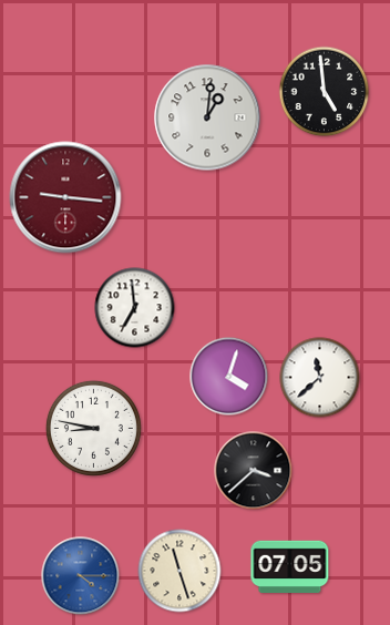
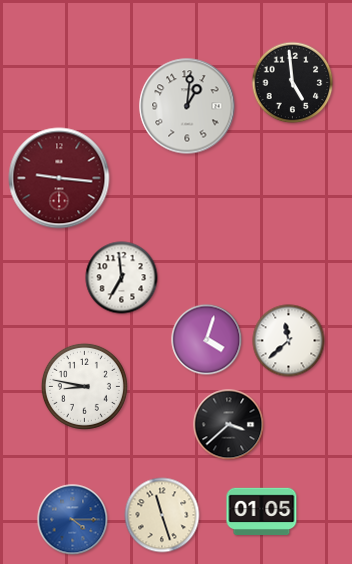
clock at (290, 566): 07:05 -> 01:05
